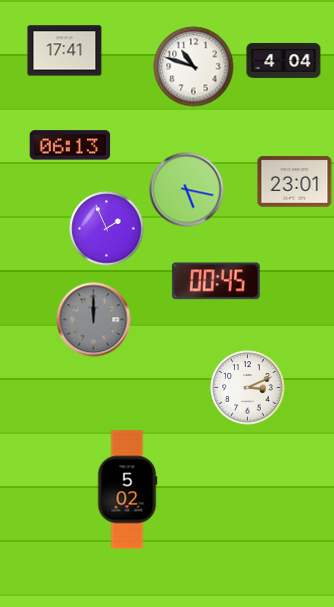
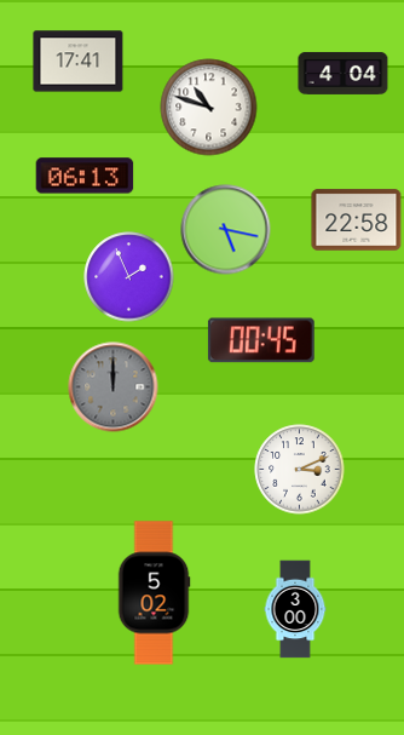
clock at (194, 67) position: (194, 67) -> (209, 108)
clock at (295, 182): 23:01 -> 22:58
clock at (295, 609): none -> 3:00
